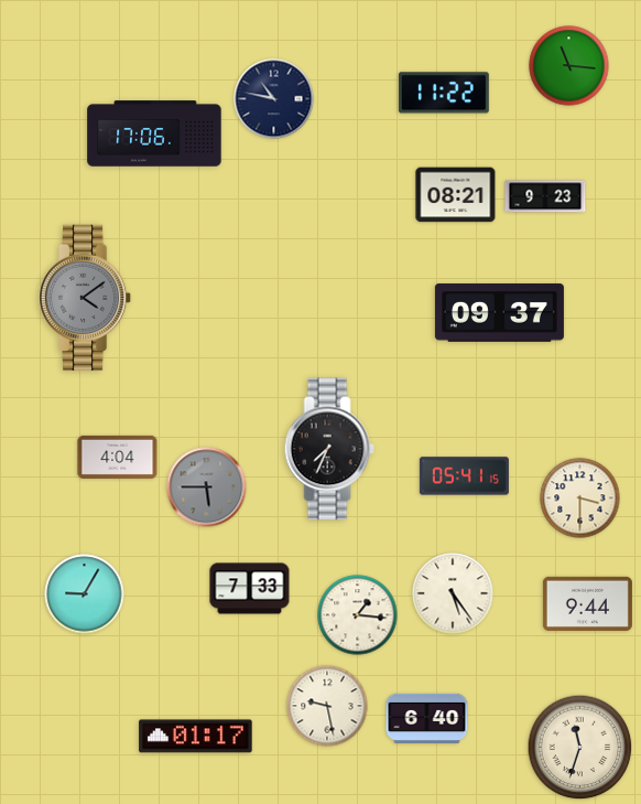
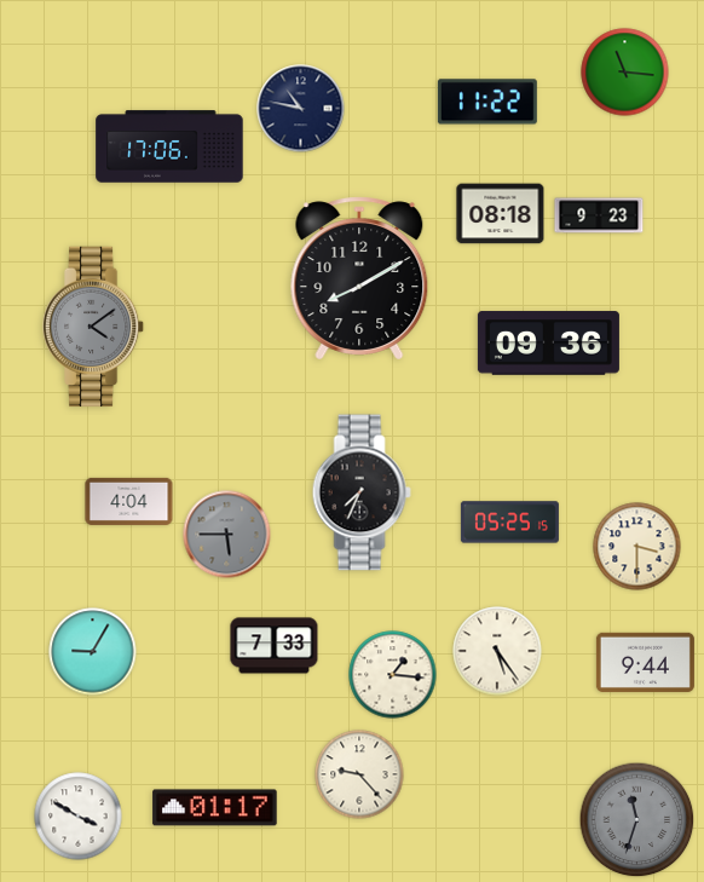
clock at (456, 195): 08:21 -> 08:18
clock at (359, 278): none -> 8:10
clock at (499, 313): 09:37 -> 09:36
clock at (464, 476): 05:41 -> 05:25
clock at (327, 706): 9:28 -> 9:23
clock at (427, 718): 6:40 -> none
clock at (79, 817): none -> 3:50
clock at (580, 748) dial: cream -> grey
